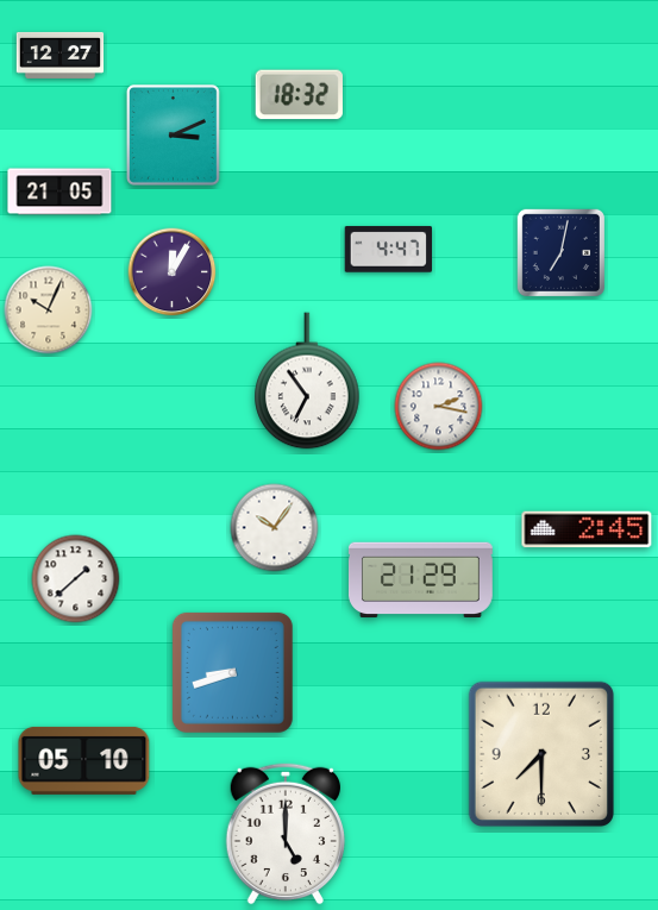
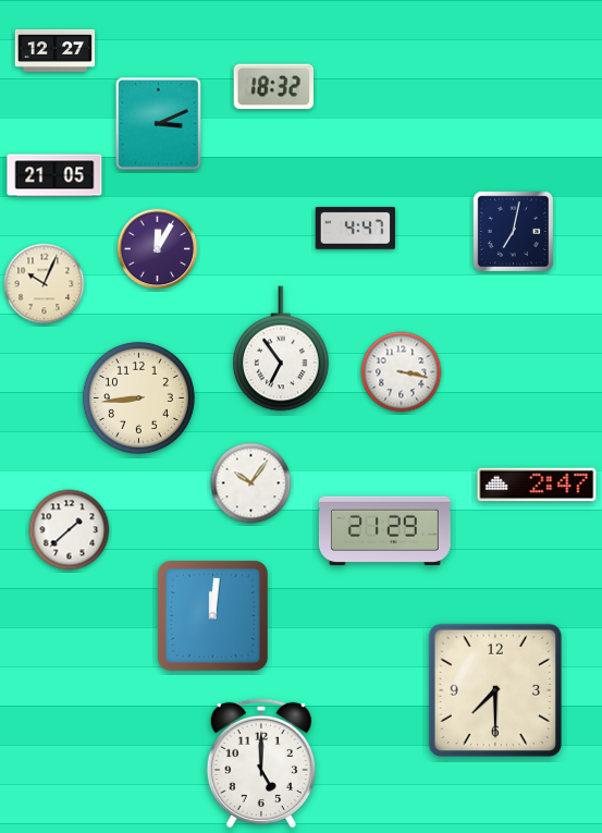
clock at (439, 407): 2:17 -> 3:17
clock at (138, 397): none -> 8:44
clock at (587, 529): 2:45 -> 2:47
clock at (232, 672): 8:42 -> 12:01
clock at (84, 760): 05:10 -> none
